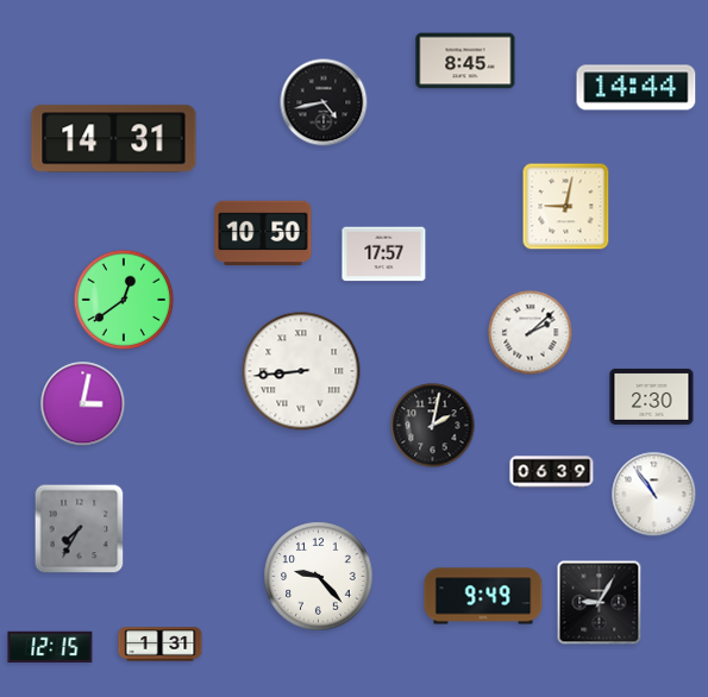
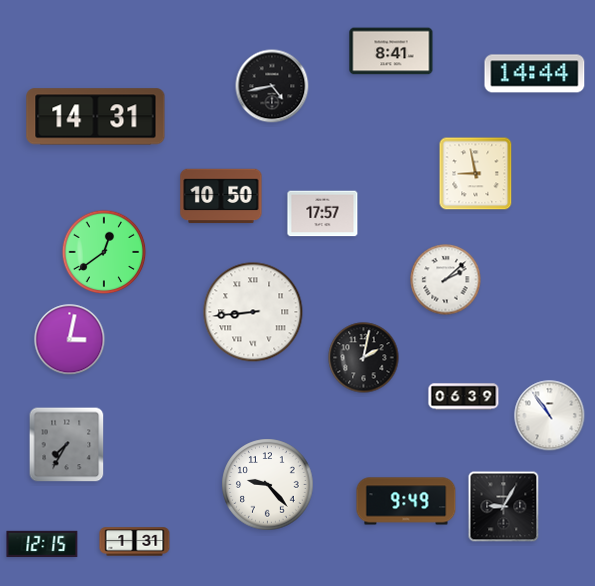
clock at (465, 61): 8:45 -> 8:41
clock at (566, 207): 9:02 -> 8:58
clock at (652, 396): 2:30 -> none
